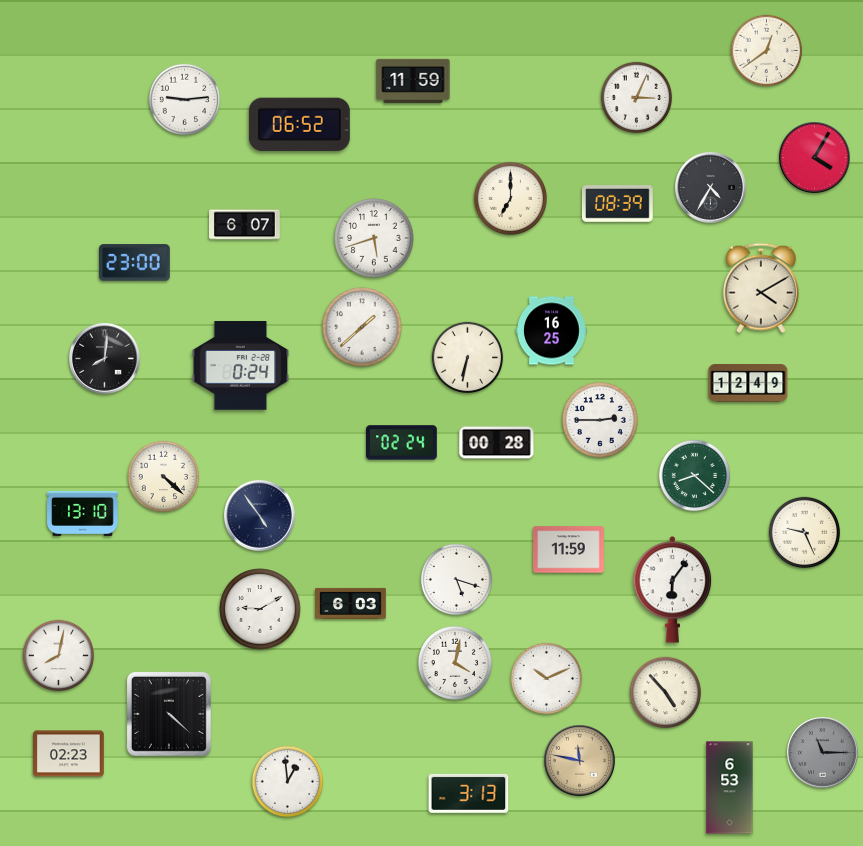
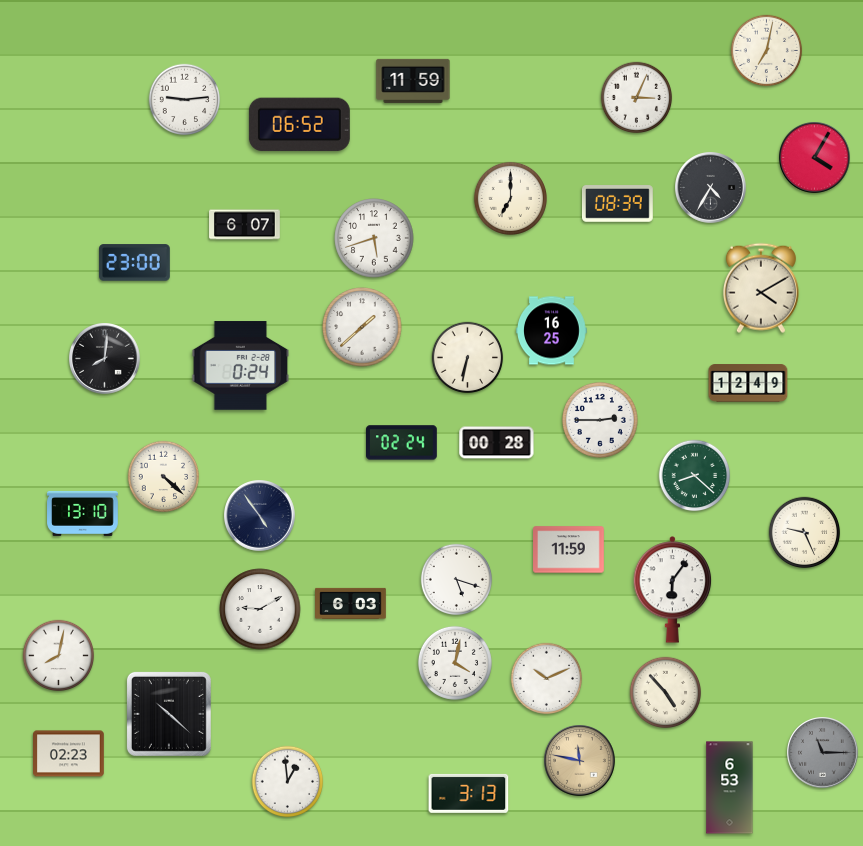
clock at (767, 51): 12:39 -> 7:02
clock at (169, 714): 4:22 -> 10:22
